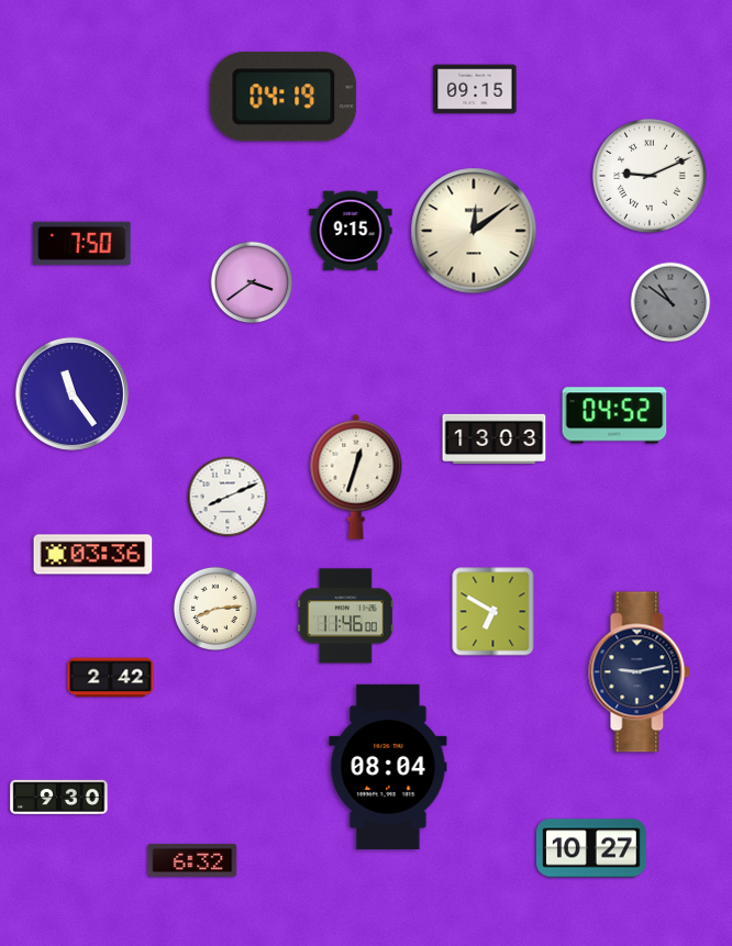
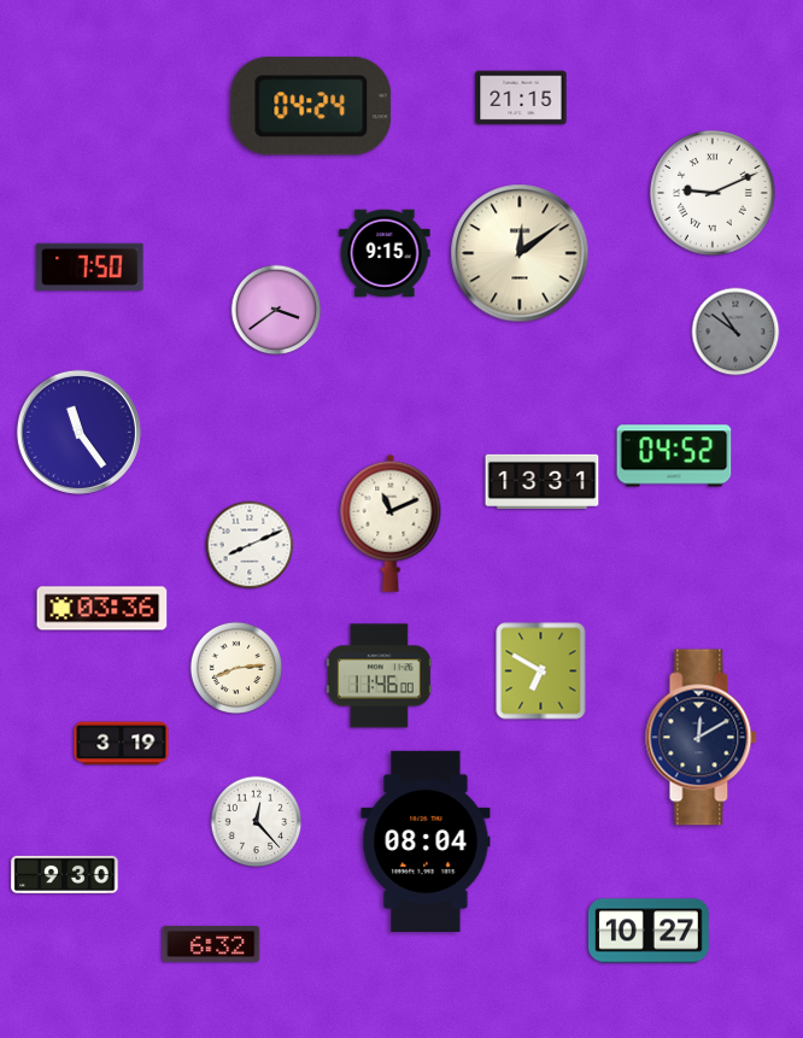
clock at (475, 89): 09:15 -> 21:15
clock at (284, 97): 04:19 -> 04:24
clock at (495, 438): 13:03 -> 13:31
clock at (356, 477): 12:33 -> 11:11
clock at (640, 672): 9:13 -> 12:10
clock at (111, 678): 2:42 -> 3:19
clock at (257, 822): none -> 12:23
